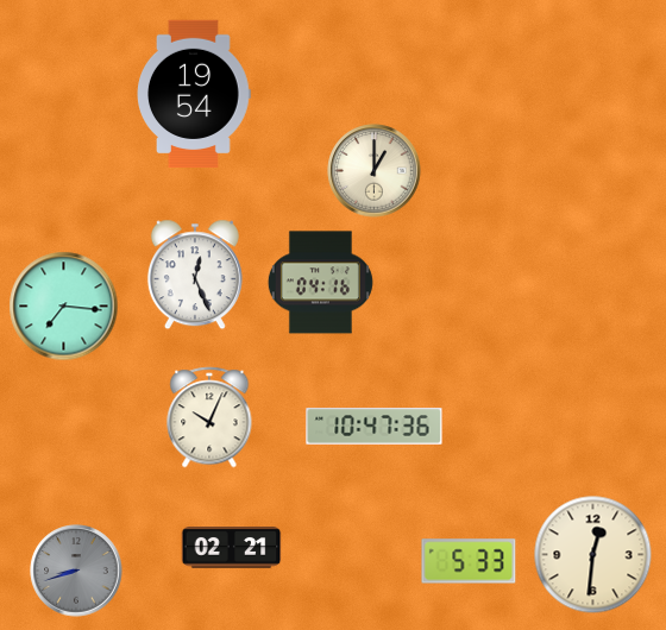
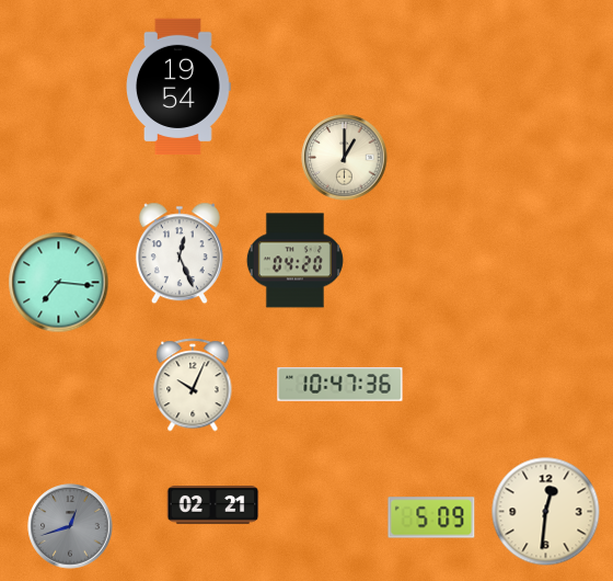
clock at (320, 283): 04:16 -> 04:20
clock at (375, 427) position: (375, 427) -> (340, 385)
clock at (469, 561): 5:33 -> 5:09
clock at (76, 571): 8:42 -> 12:42
